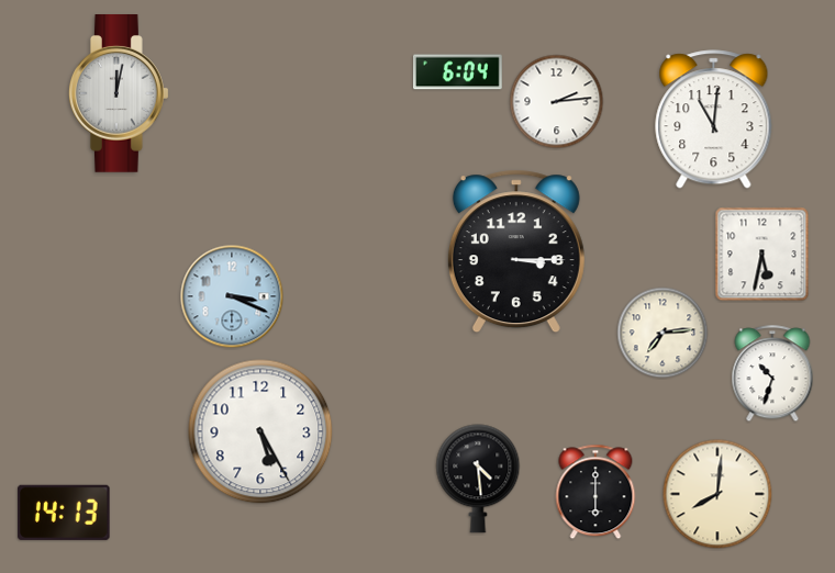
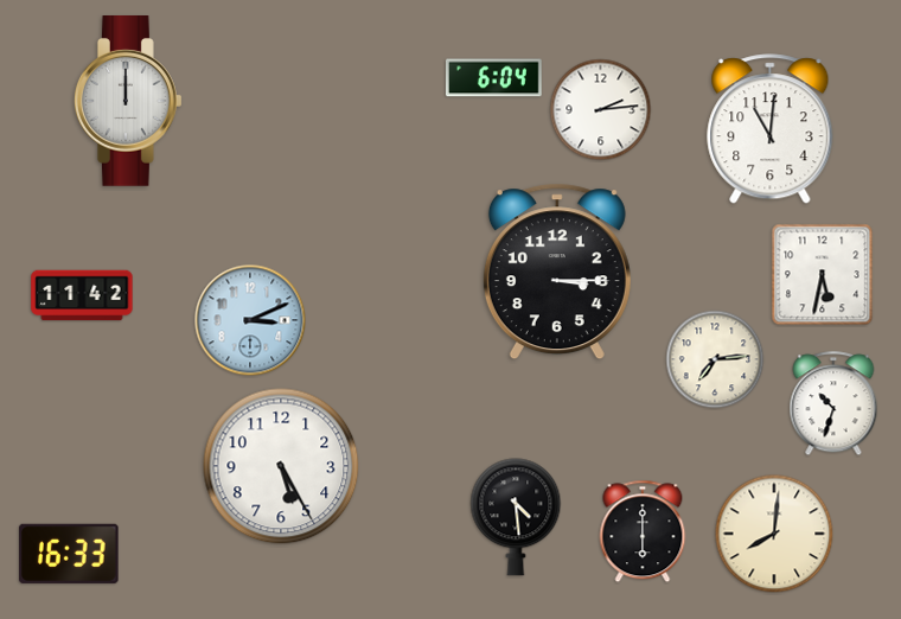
clock at (119, 94): 12:02 -> 12:00
clock at (82, 295): none -> 11:42
clock at (232, 296): 3:19 -> 3:11
clock at (64, 513): 14:13 -> 16:33
